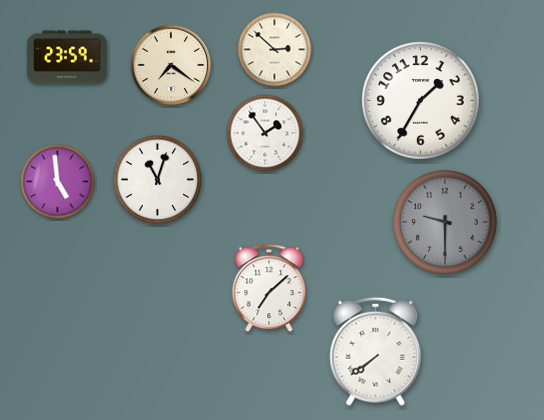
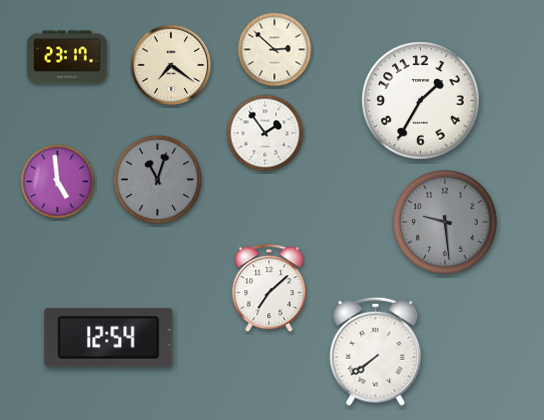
clock at (67, 57): 23:59 -> 23:17
clock at (158, 180) dial: white -> grey
clock at (445, 222): 9:30 -> 9:29
clock at (109, 337): none -> 12:54
